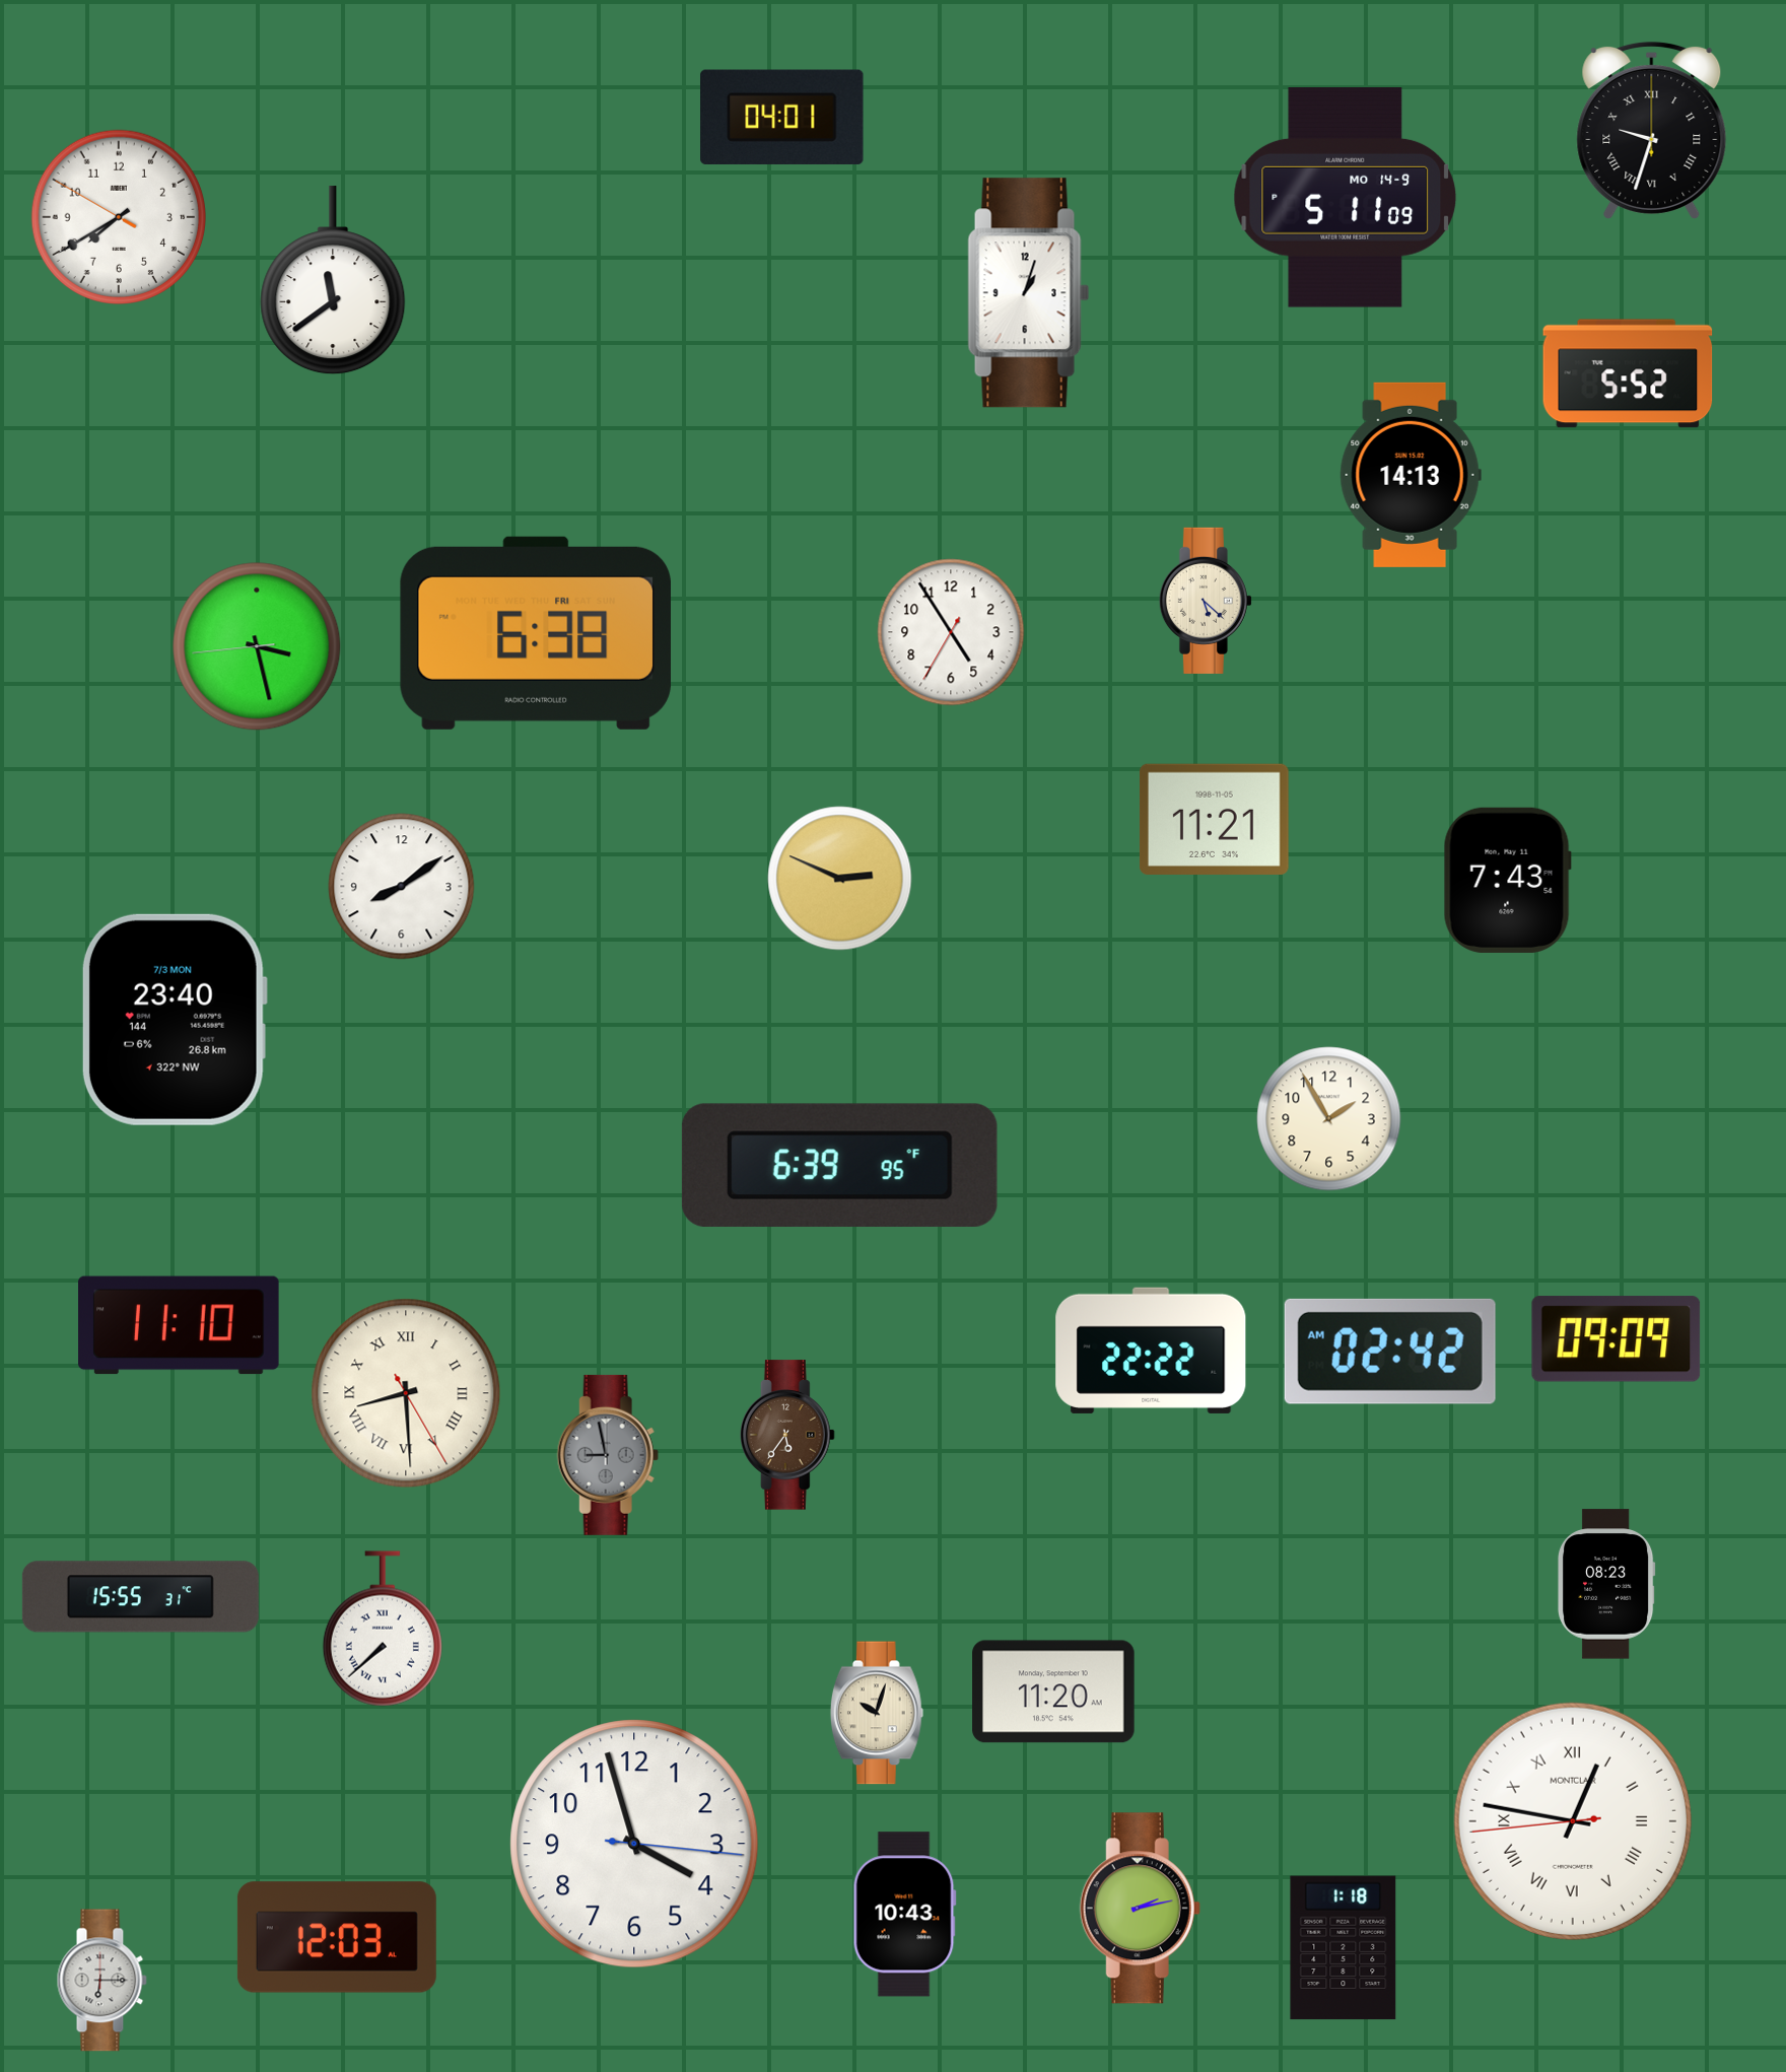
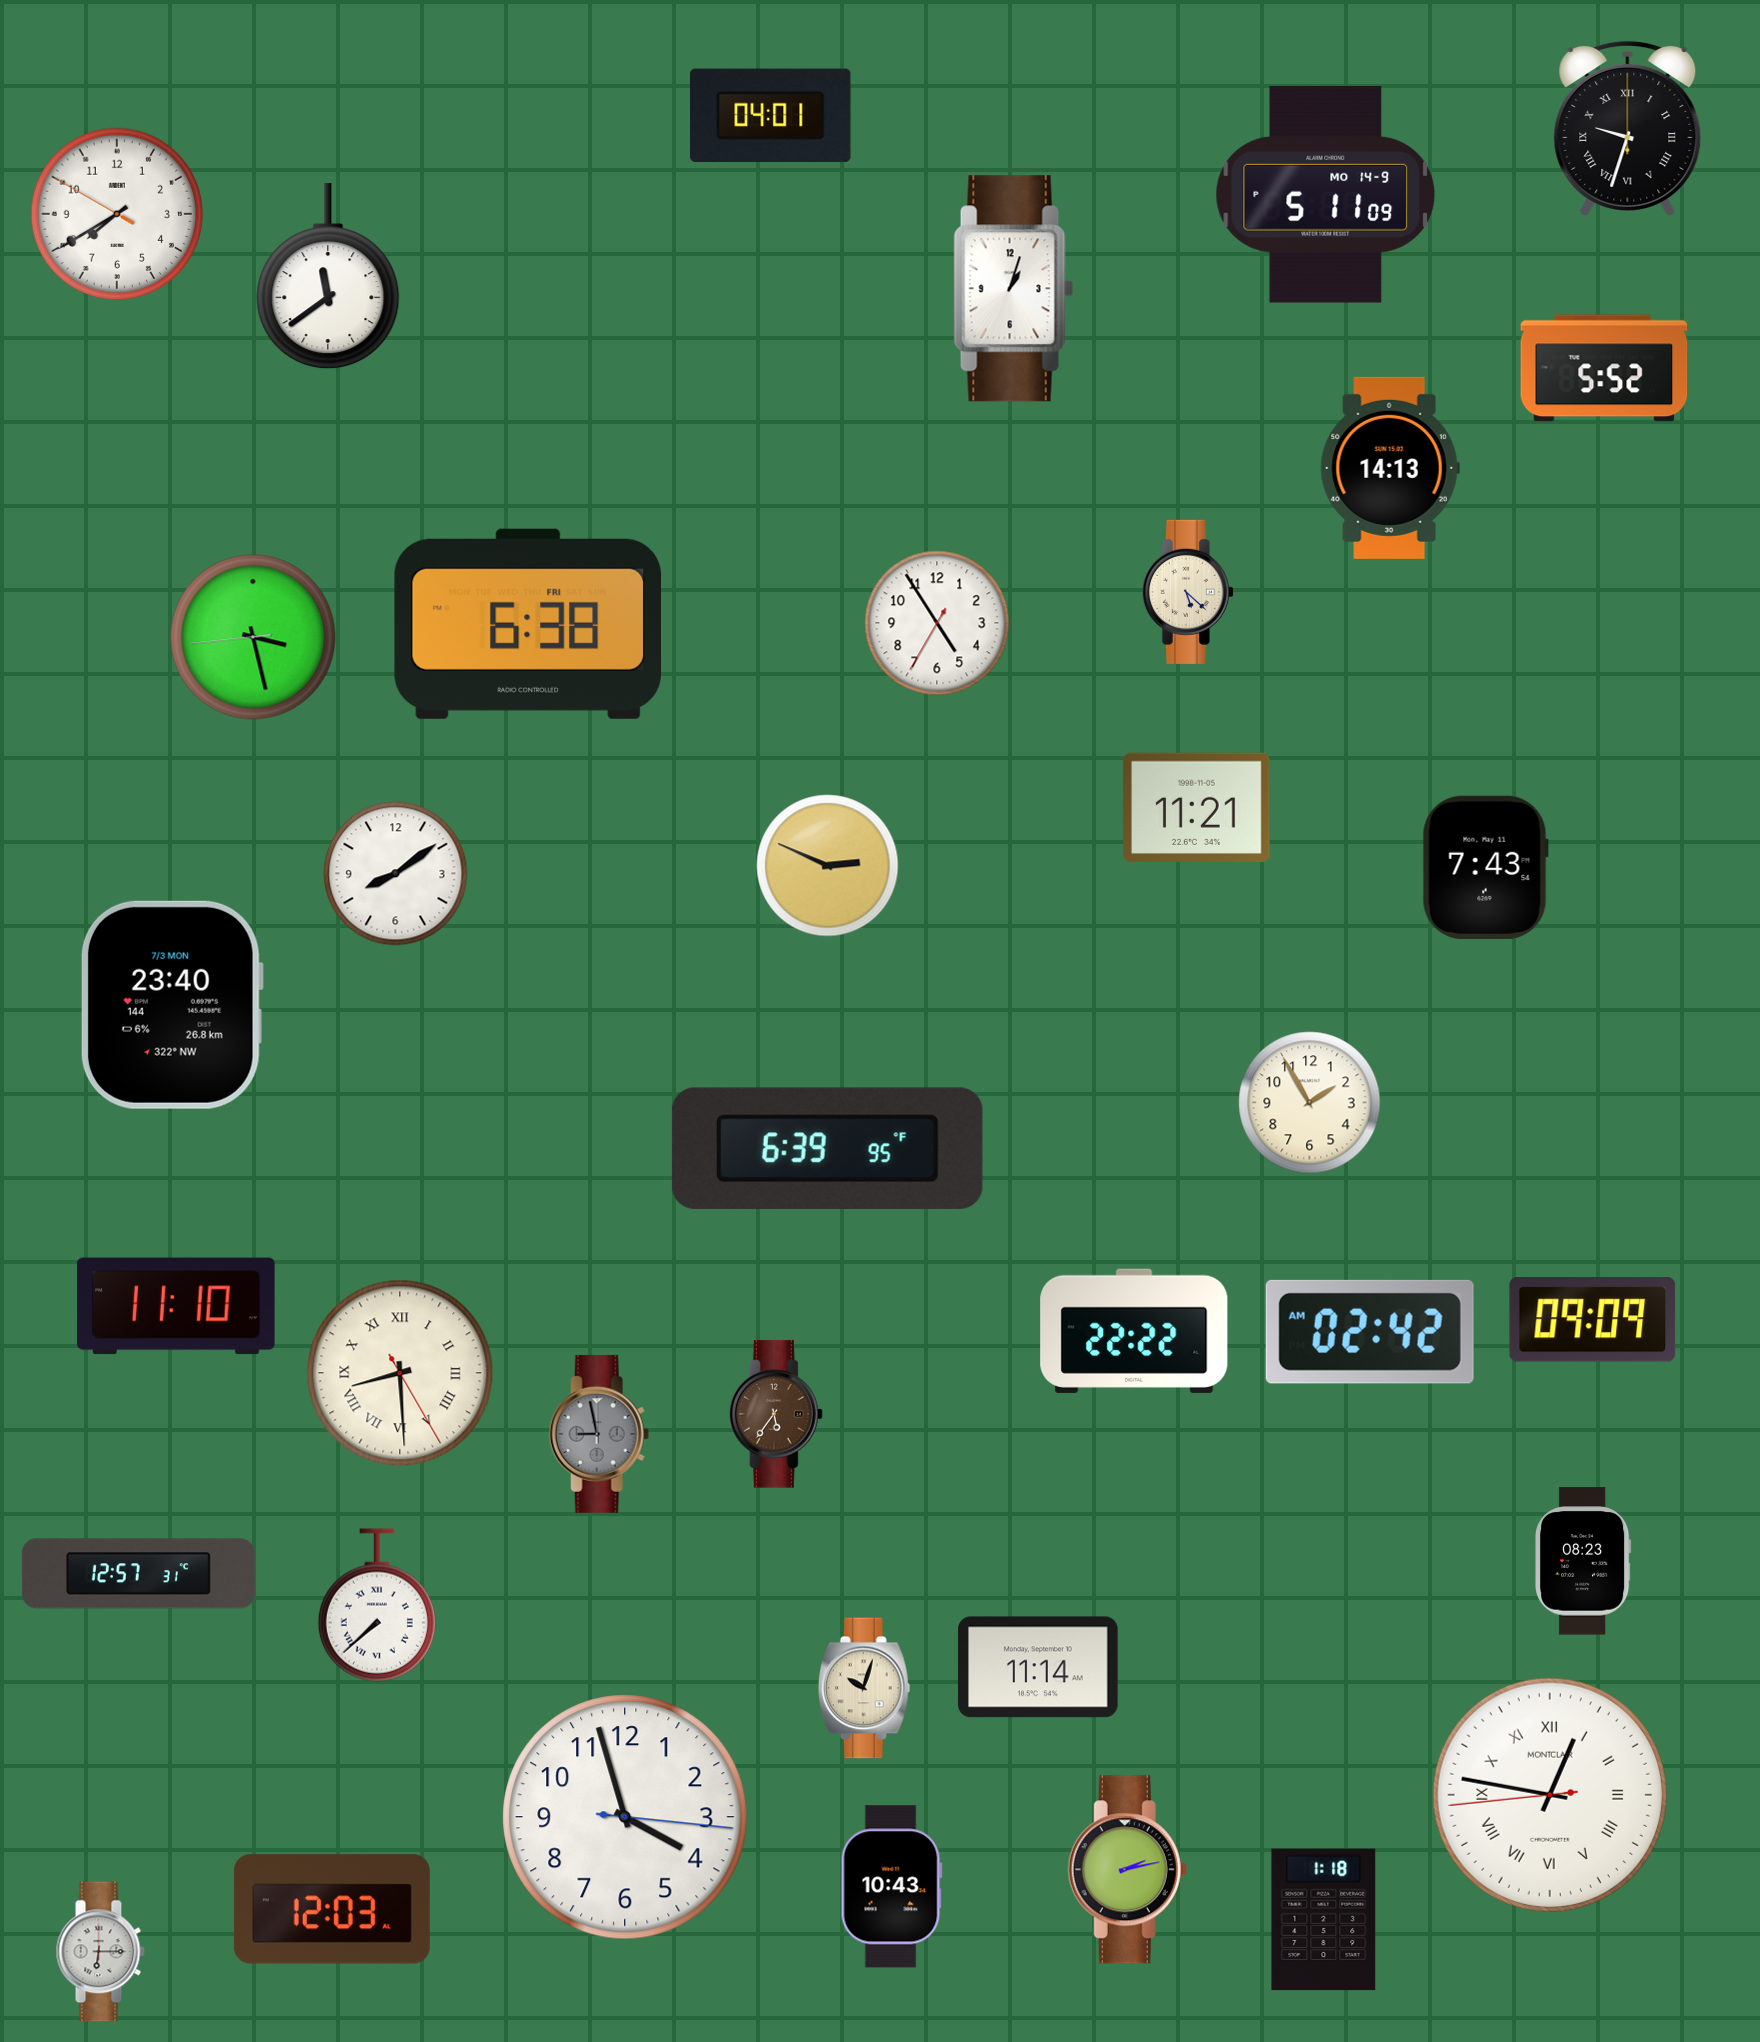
clock at (140, 1597): 15:55 -> 12:57
clock at (1053, 1691): 11:20 -> 11:14
clock at (1140, 1909) position: (1140, 1909) -> (1127, 1870)
